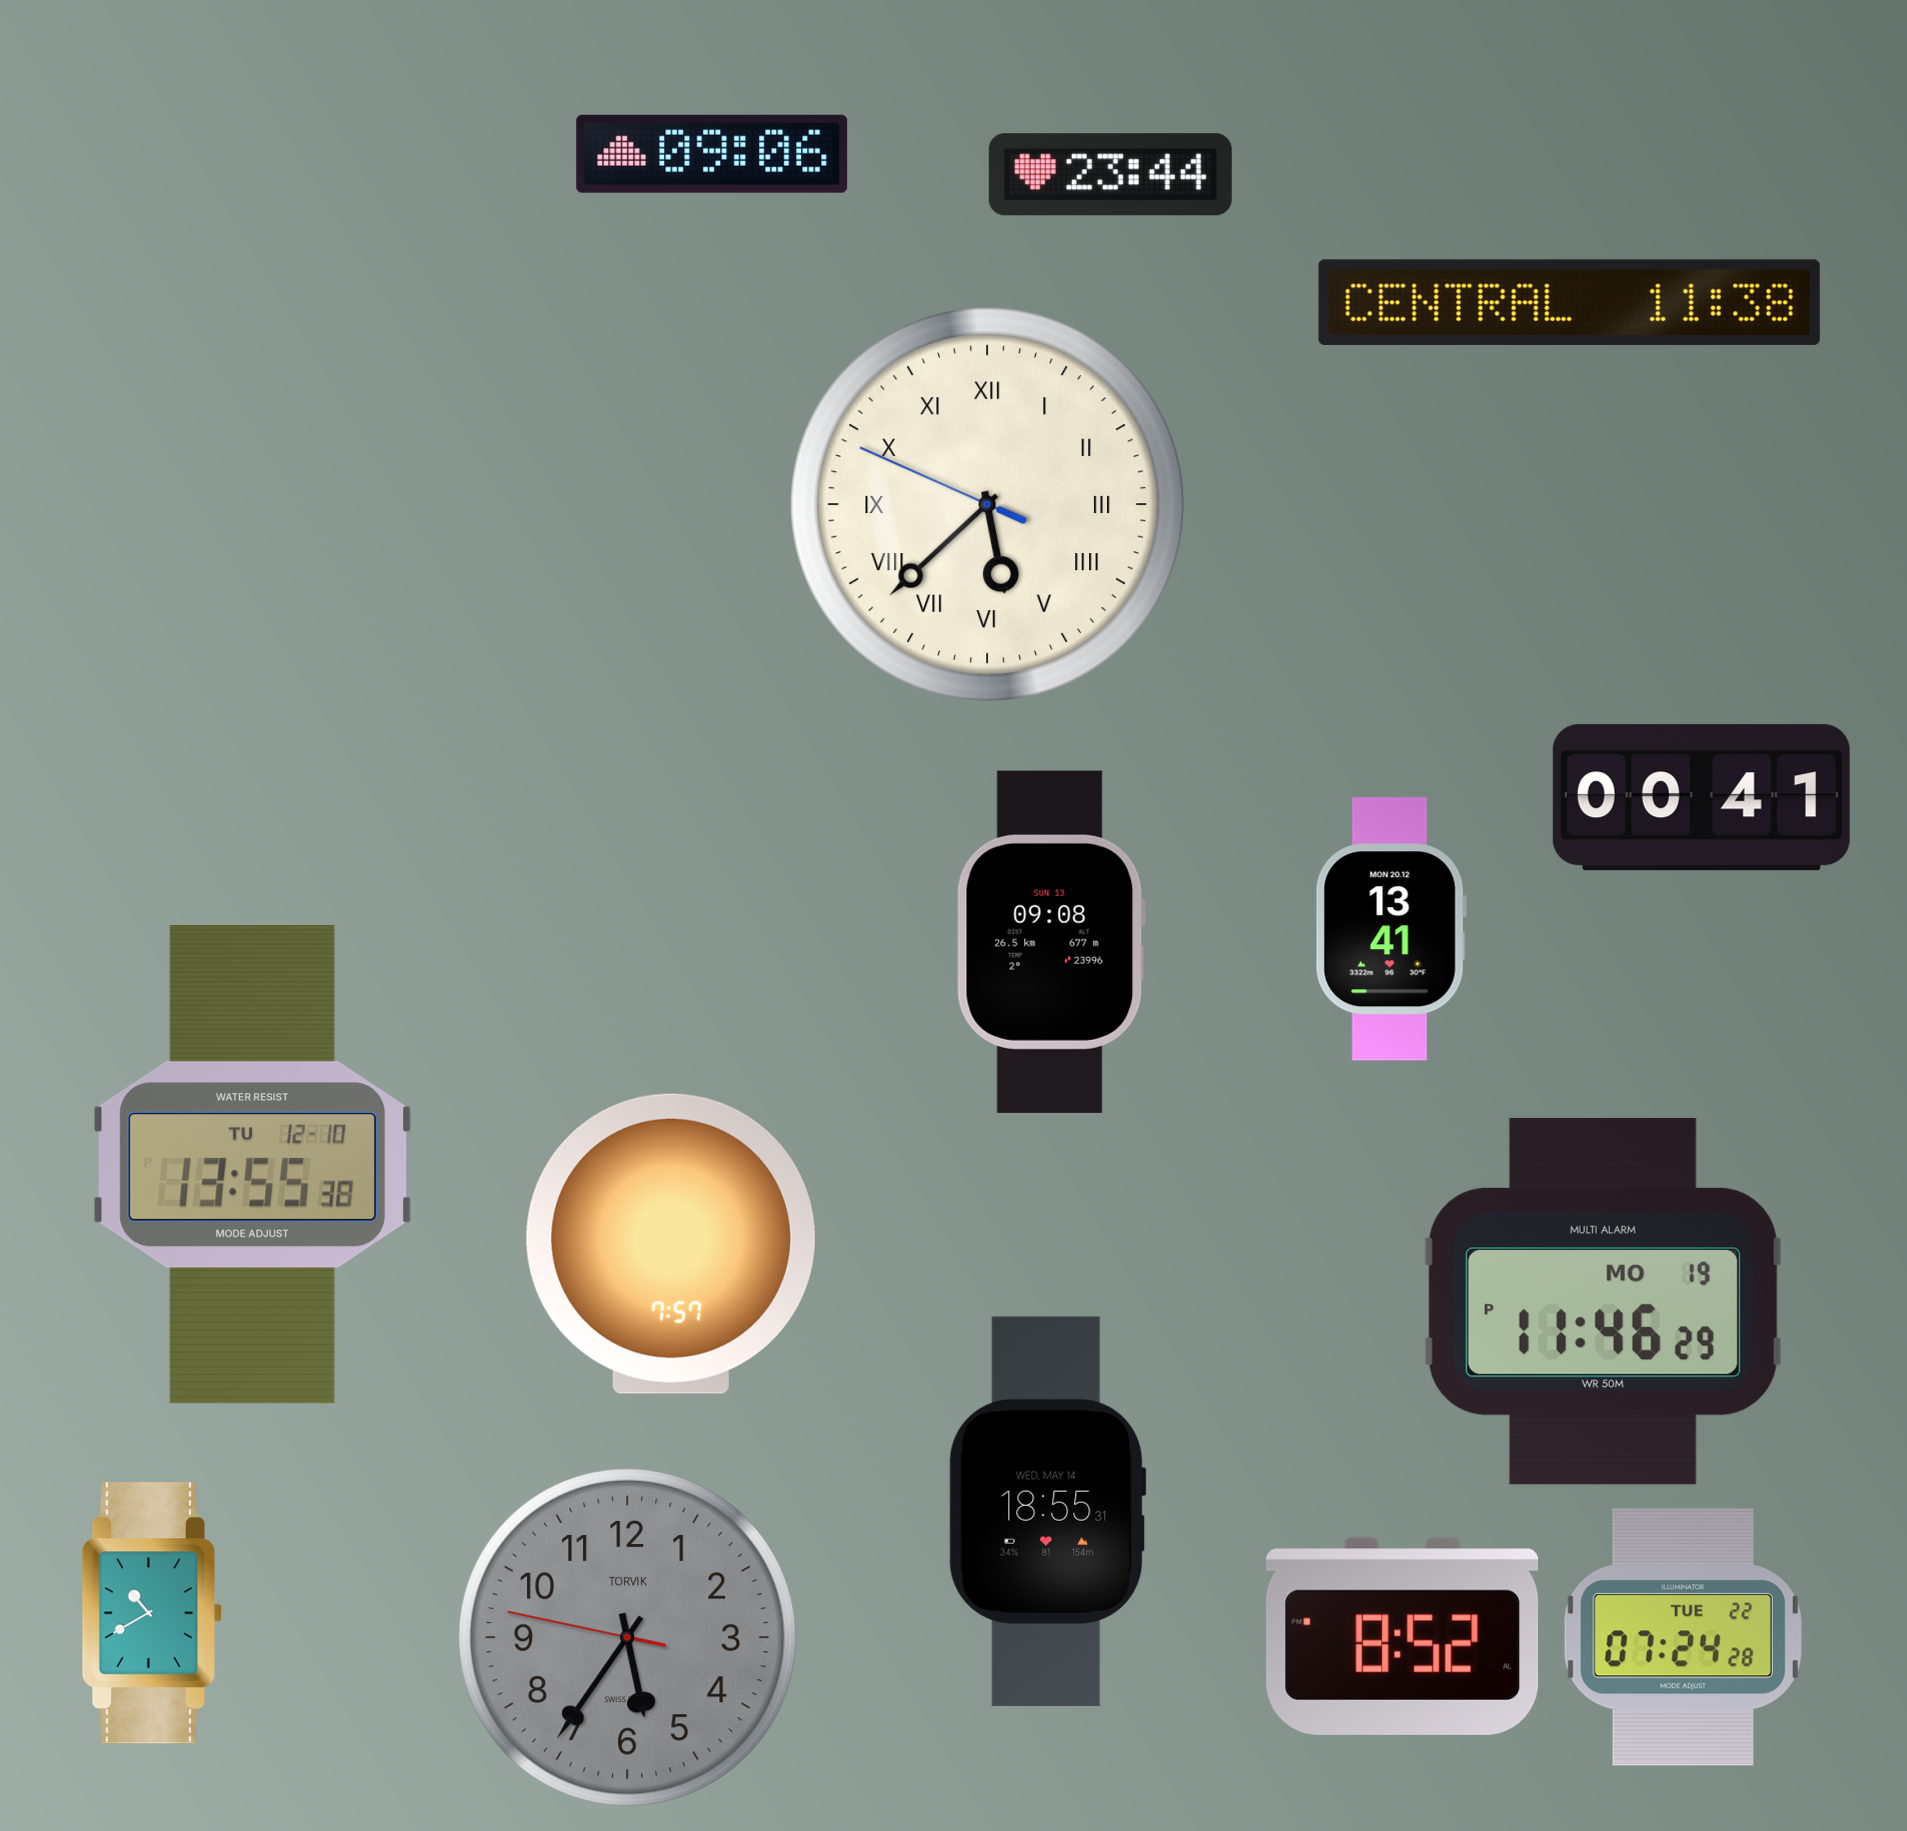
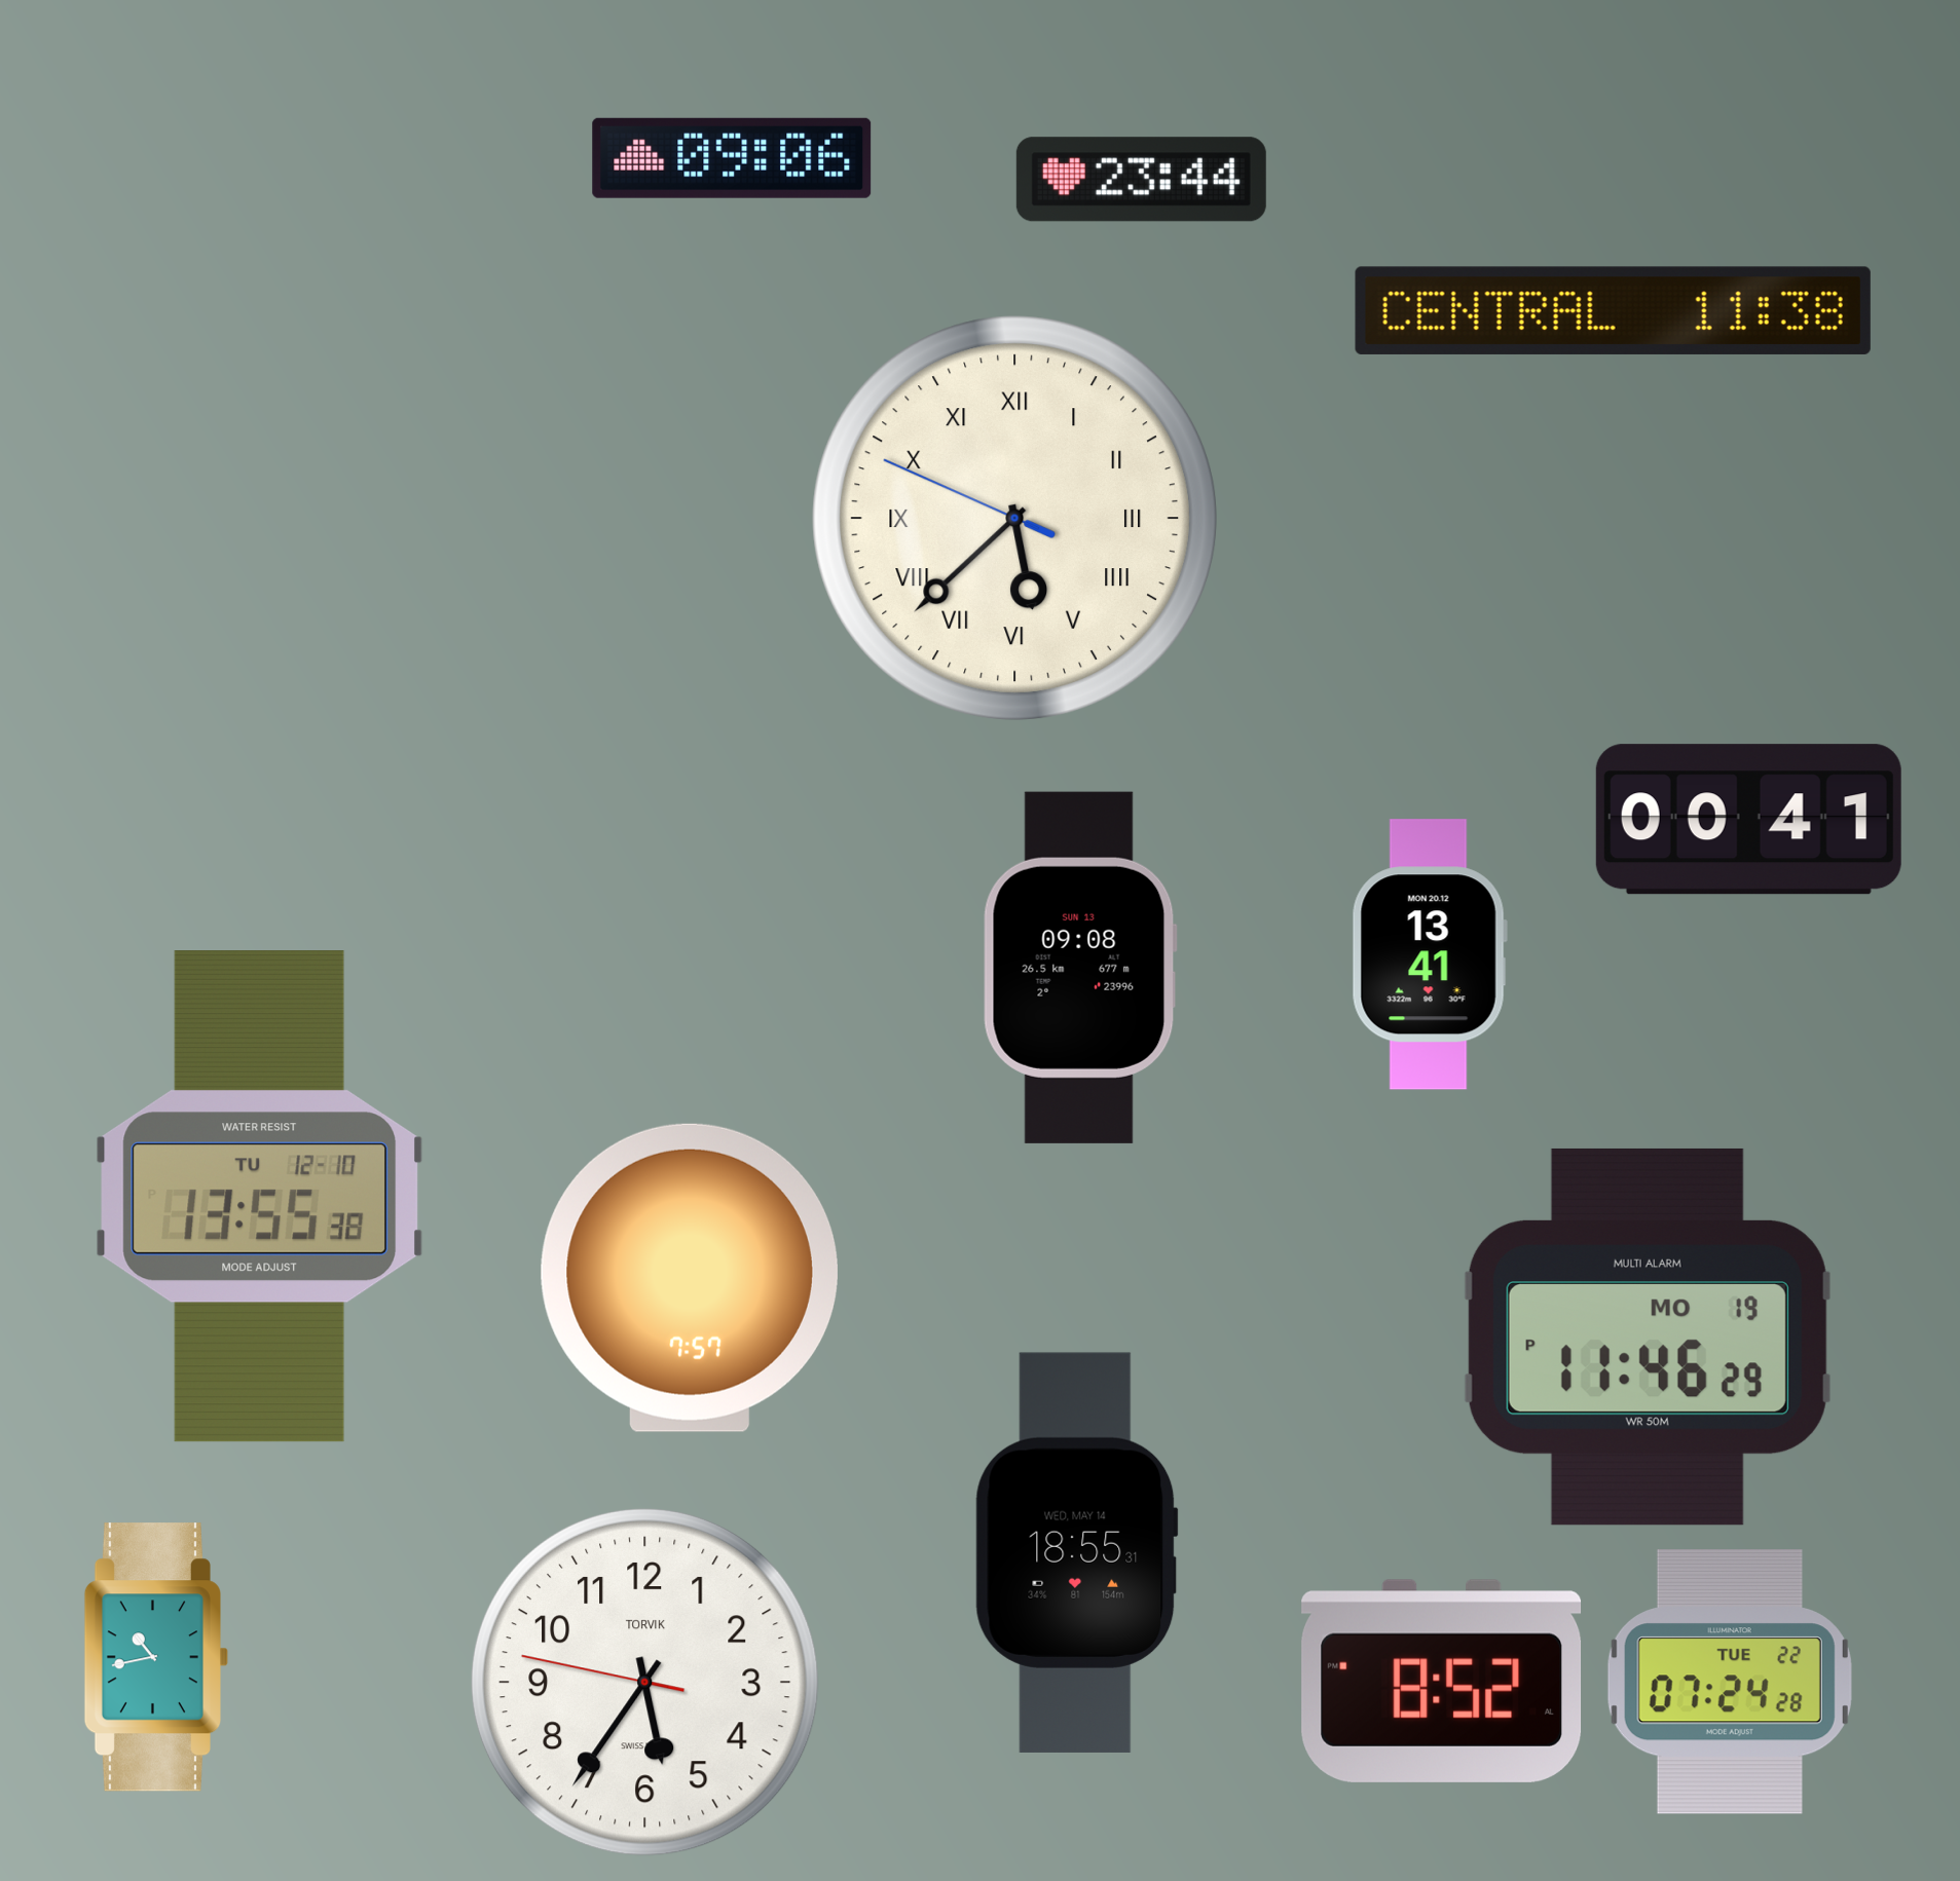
clock at (151, 1613): 10:40 -> 10:43
clock at (627, 1637) dial: grey -> white
